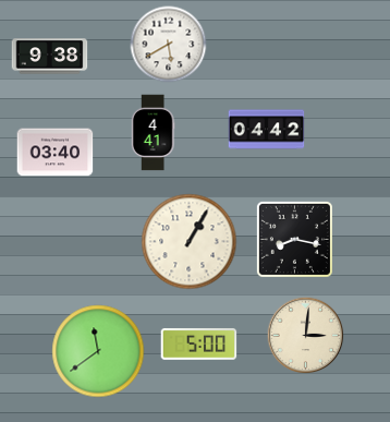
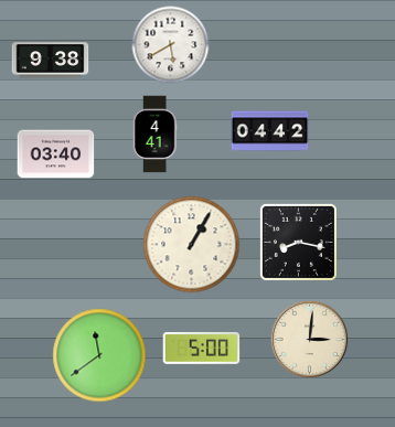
clock at (50, 57) position: (50, 57) -> (51, 61)
